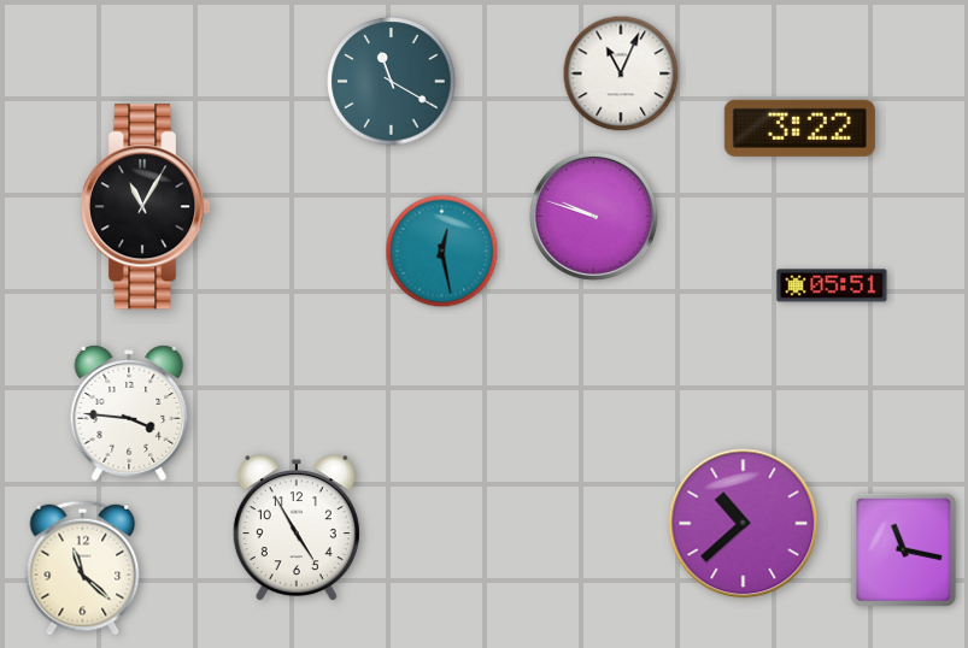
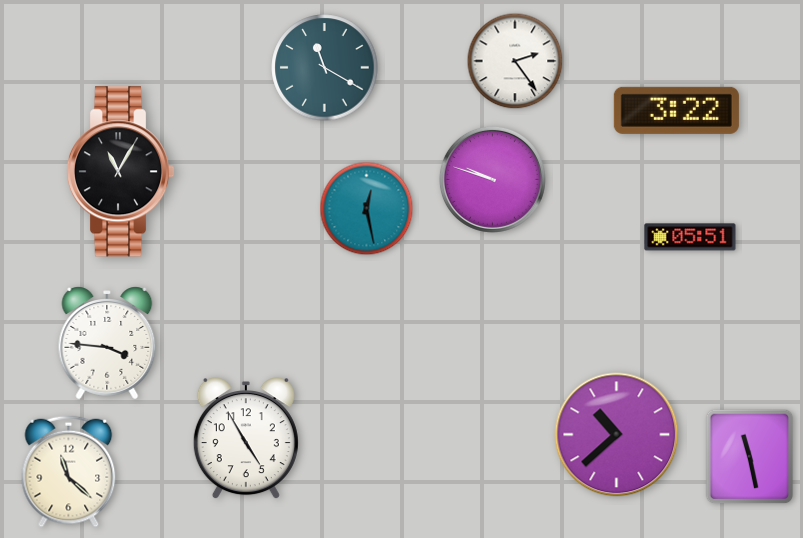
clock at (621, 73): 11:04 -> 2:24
clock at (799, 128) position: (799, 128) -> (676, 110)
clock at (904, 550): 11:17 -> 11:28
